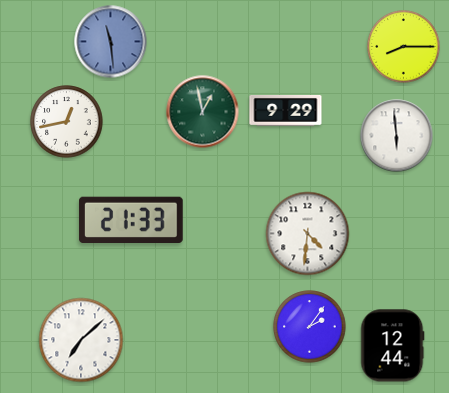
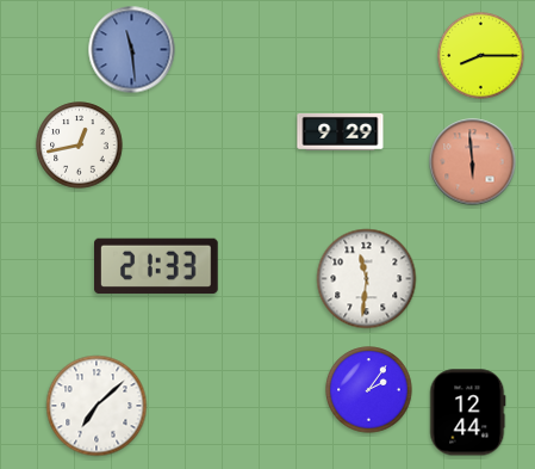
clock at (203, 112): 12:58 -> none
clock at (397, 136) dial: white -> salmon
clock at (132, 219) position: (132, 219) -> (157, 265)
clock at (308, 234): 4:31 -> 11:31
